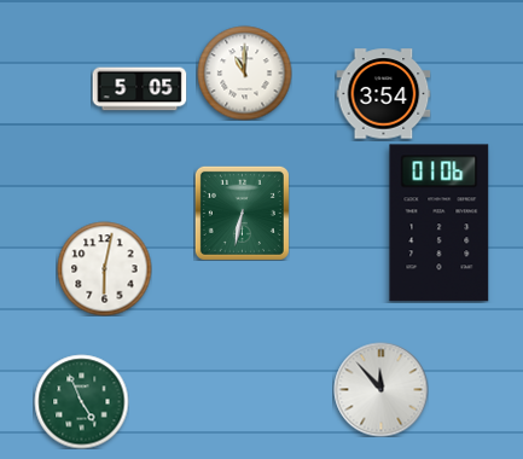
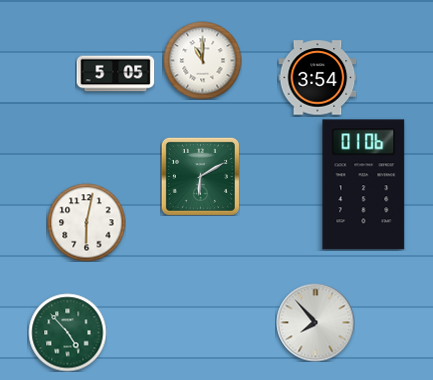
clock at (242, 213): 6:32 -> 6:10
clock at (380, 389): 11:53 -> 7:53
clock at (81, 401): 4:56 -> 4:53
